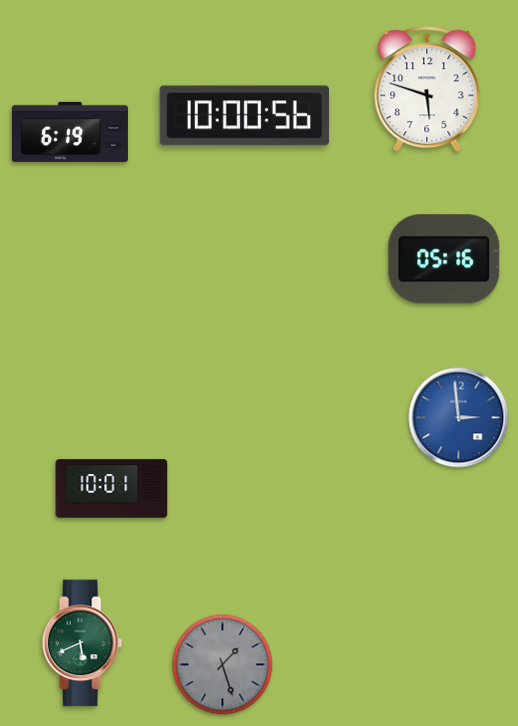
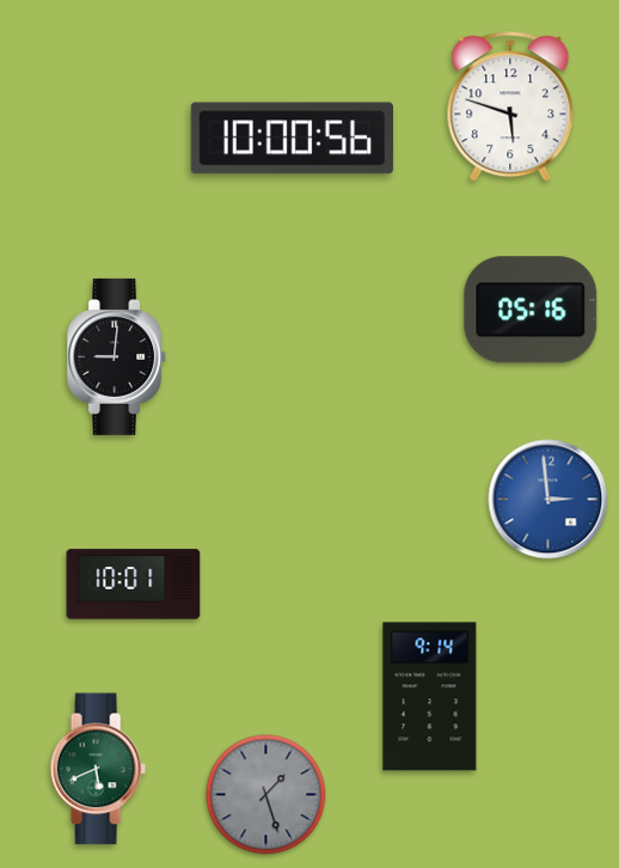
clock at (70, 132): 6:19 -> none
clock at (117, 356): none -> 9:01
clock at (430, 697): none -> 9:14
